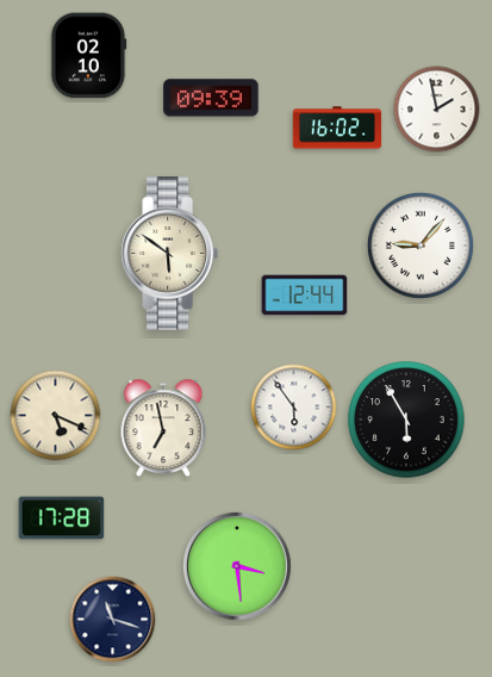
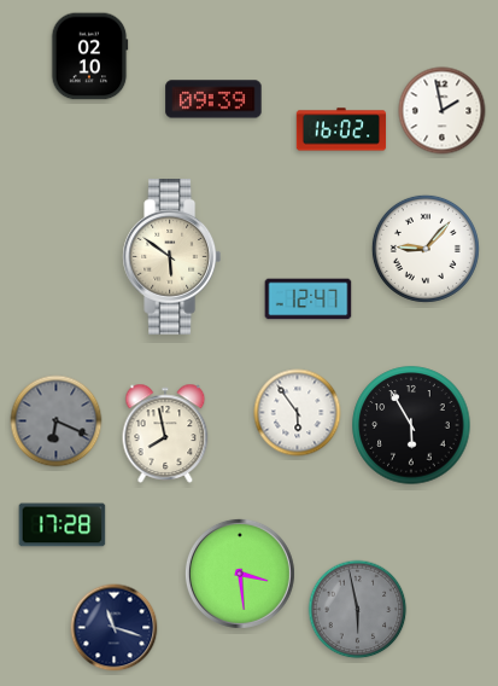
clock at (305, 296): 12:44 -> 12:47
clock at (56, 416): 5:19 -> 6:19
clock at (56, 416) dial: cream -> grey
clock at (163, 428): 6:58 -> 7:58
clock at (358, 610): none -> 5:58
